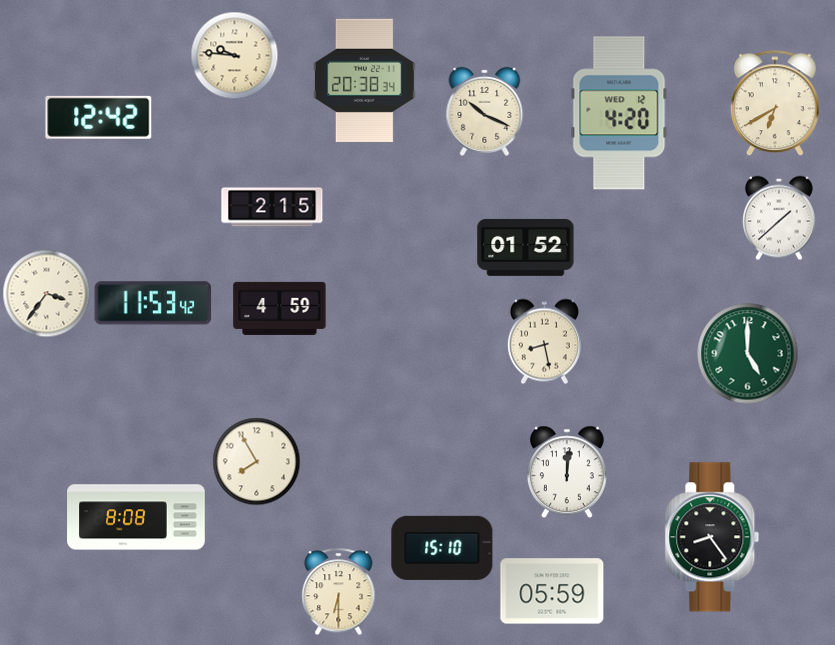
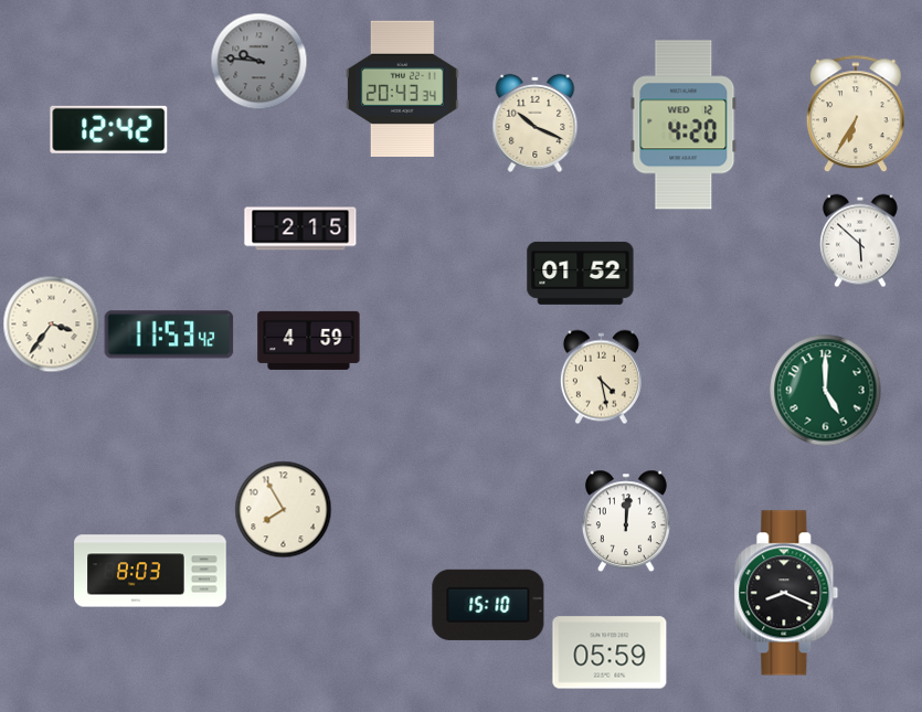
clock at (234, 55) dial: cream -> grey
clock at (364, 80): 20:38 -> 20:43
clock at (776, 103): 6:40 -> 6:35
clock at (780, 218): 1:38 -> 5:52
clock at (544, 341): 8:28 -> 4:28
clock at (136, 517): 8:08 -> 8:03
clock at (712, 537): 8:24 -> 8:19
clock at (339, 591): 6:30 -> none
